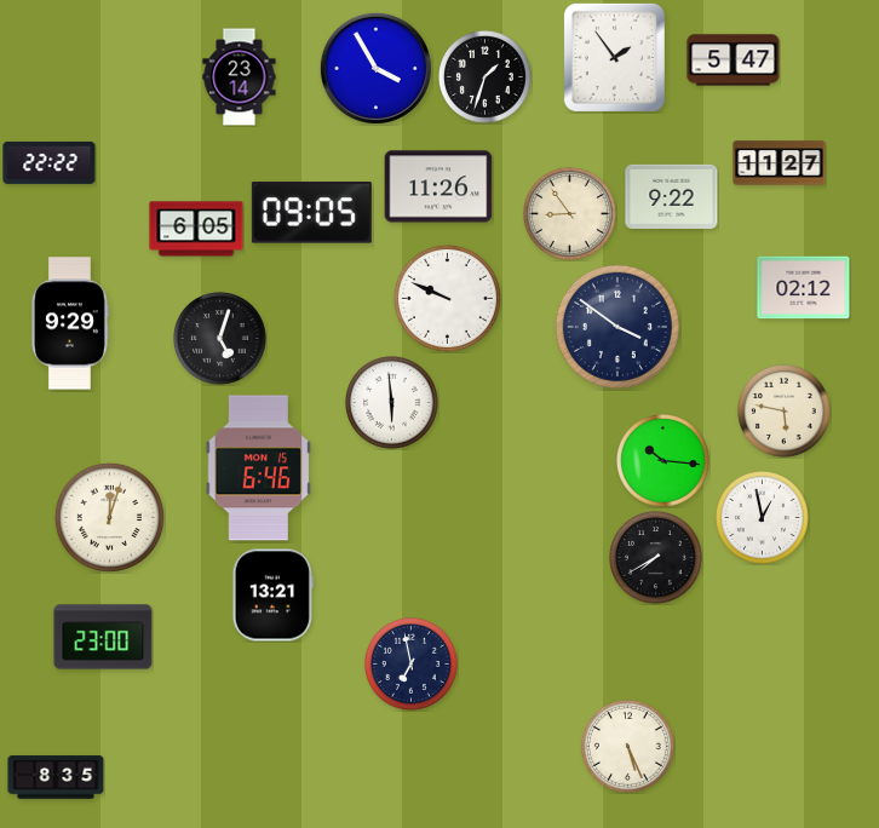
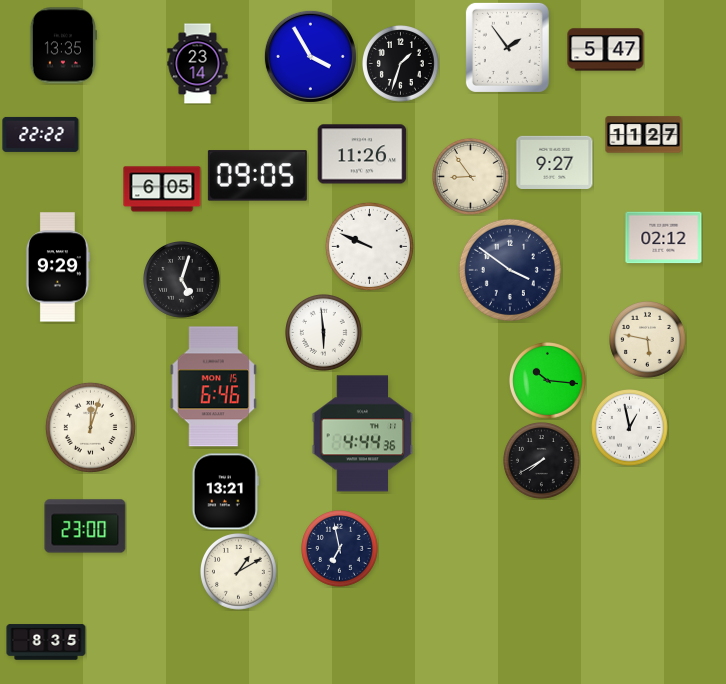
clock at (63, 46): none -> 13:35
clock at (672, 196): 9:22 -> 9:27
clock at (363, 434): none -> 4:44
clock at (239, 572): none -> 1:10
clock at (628, 747): 5:26 -> none
